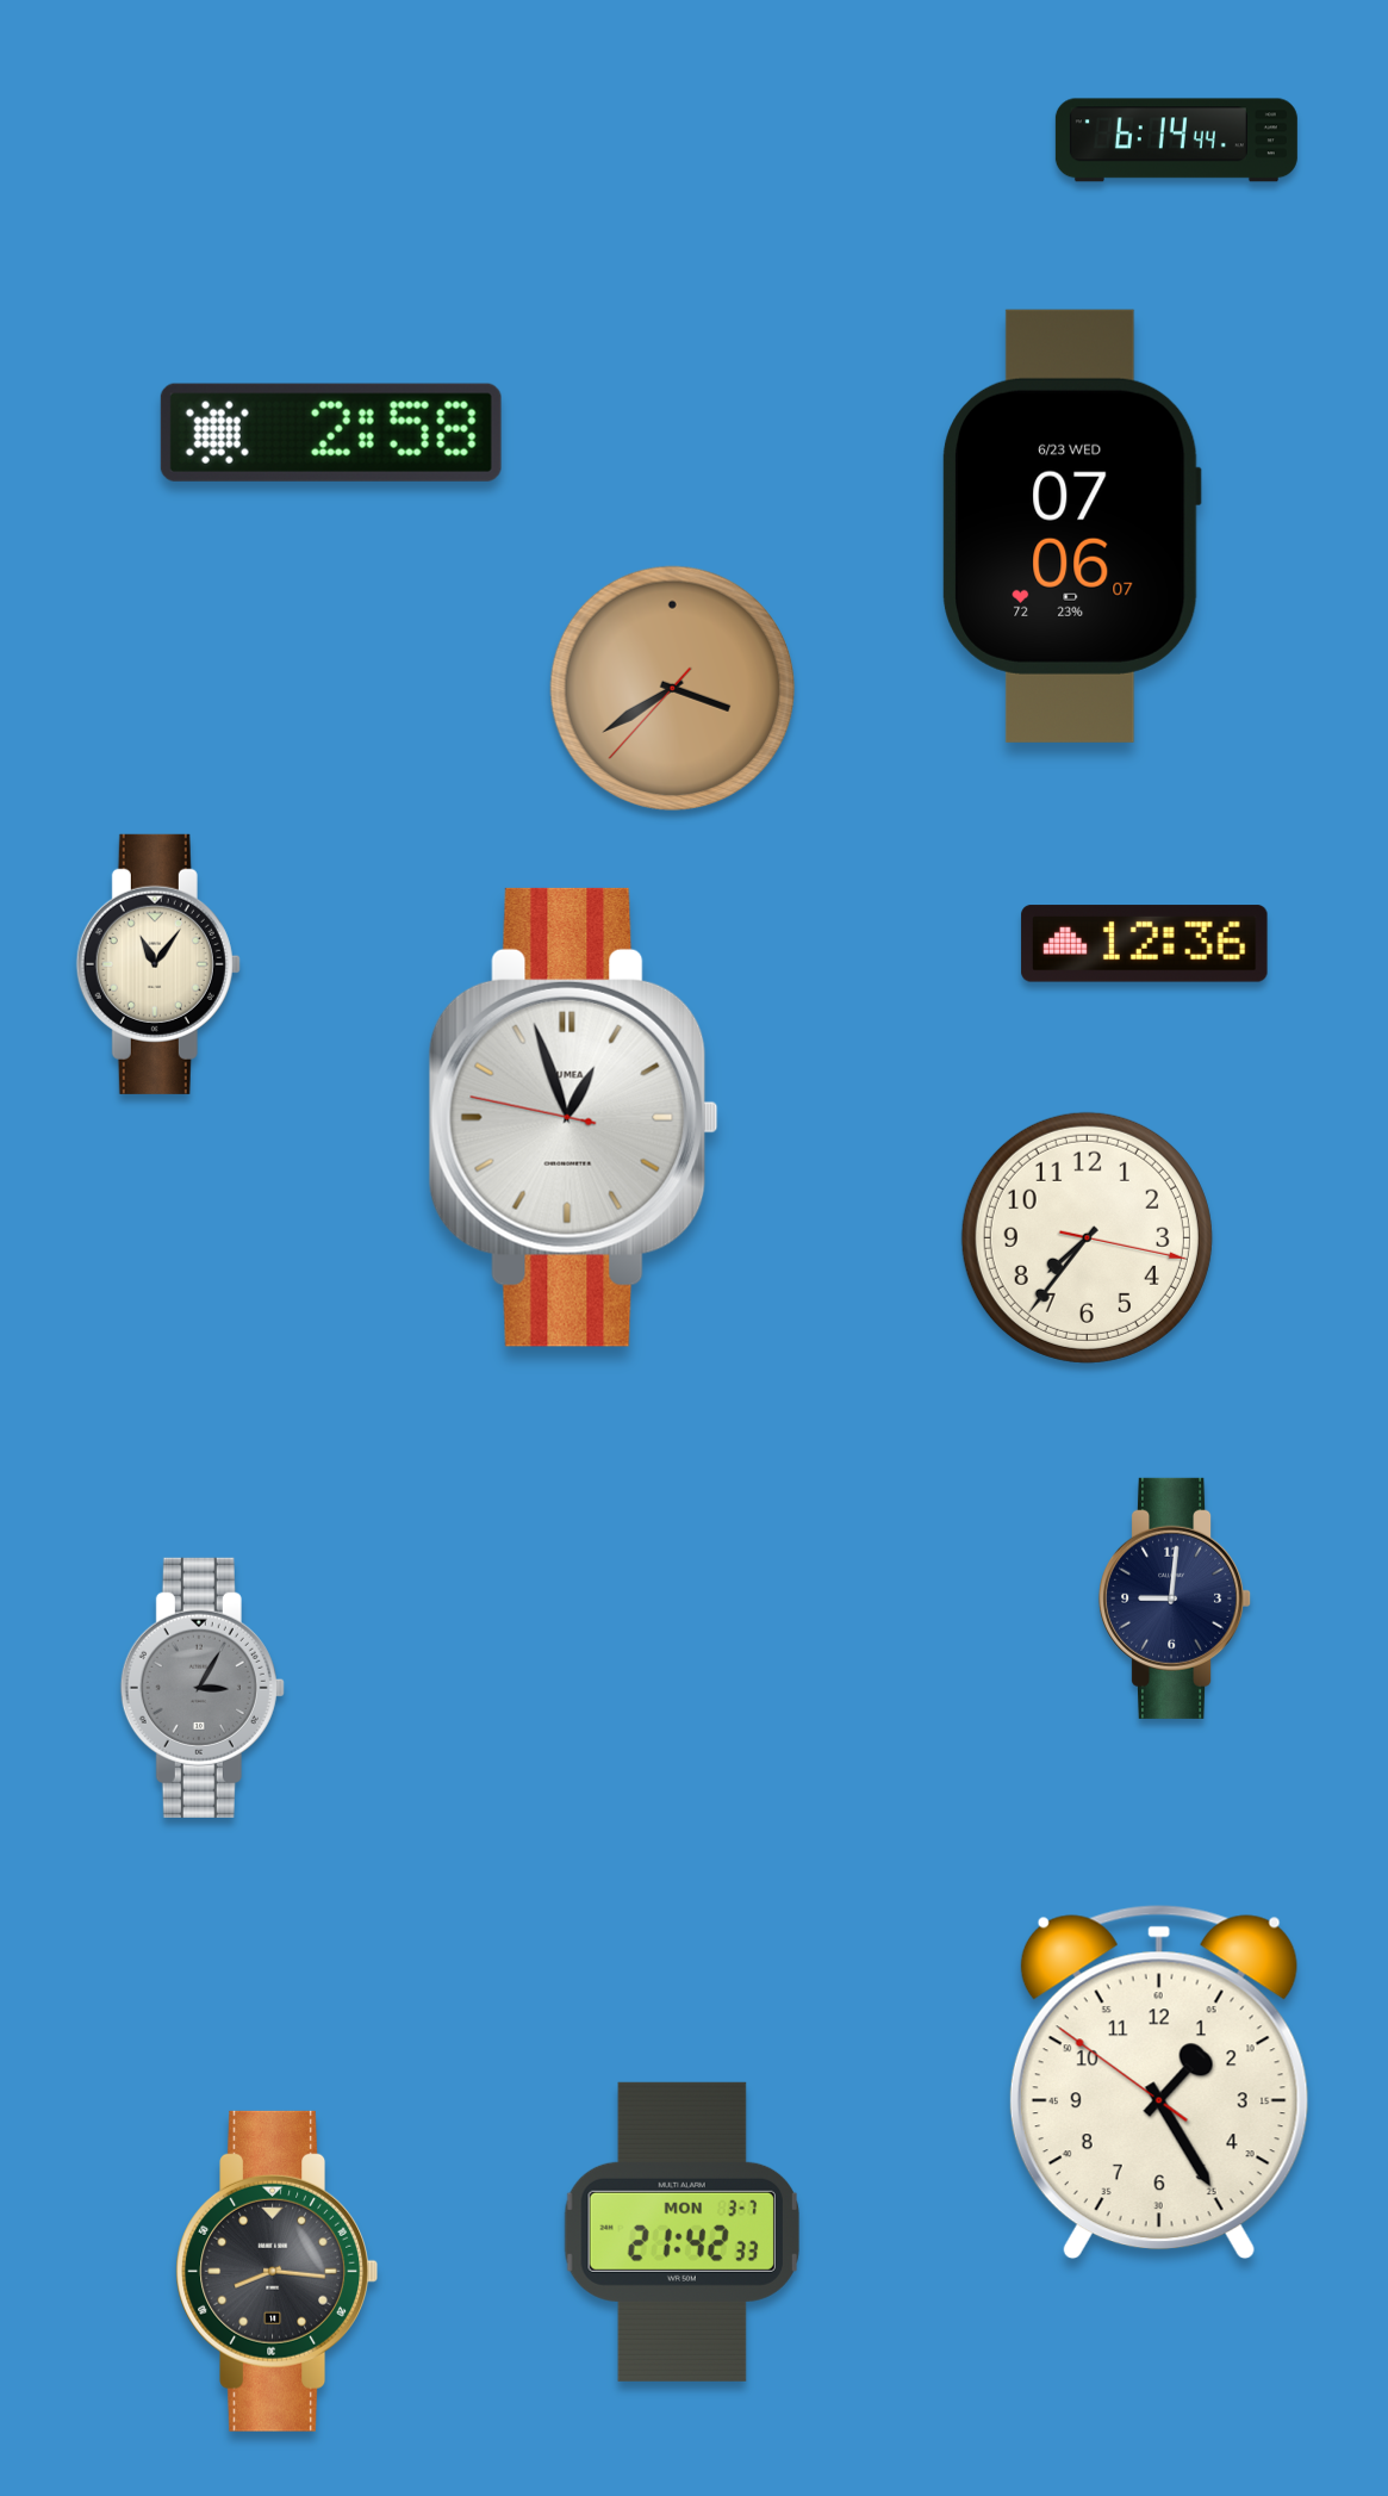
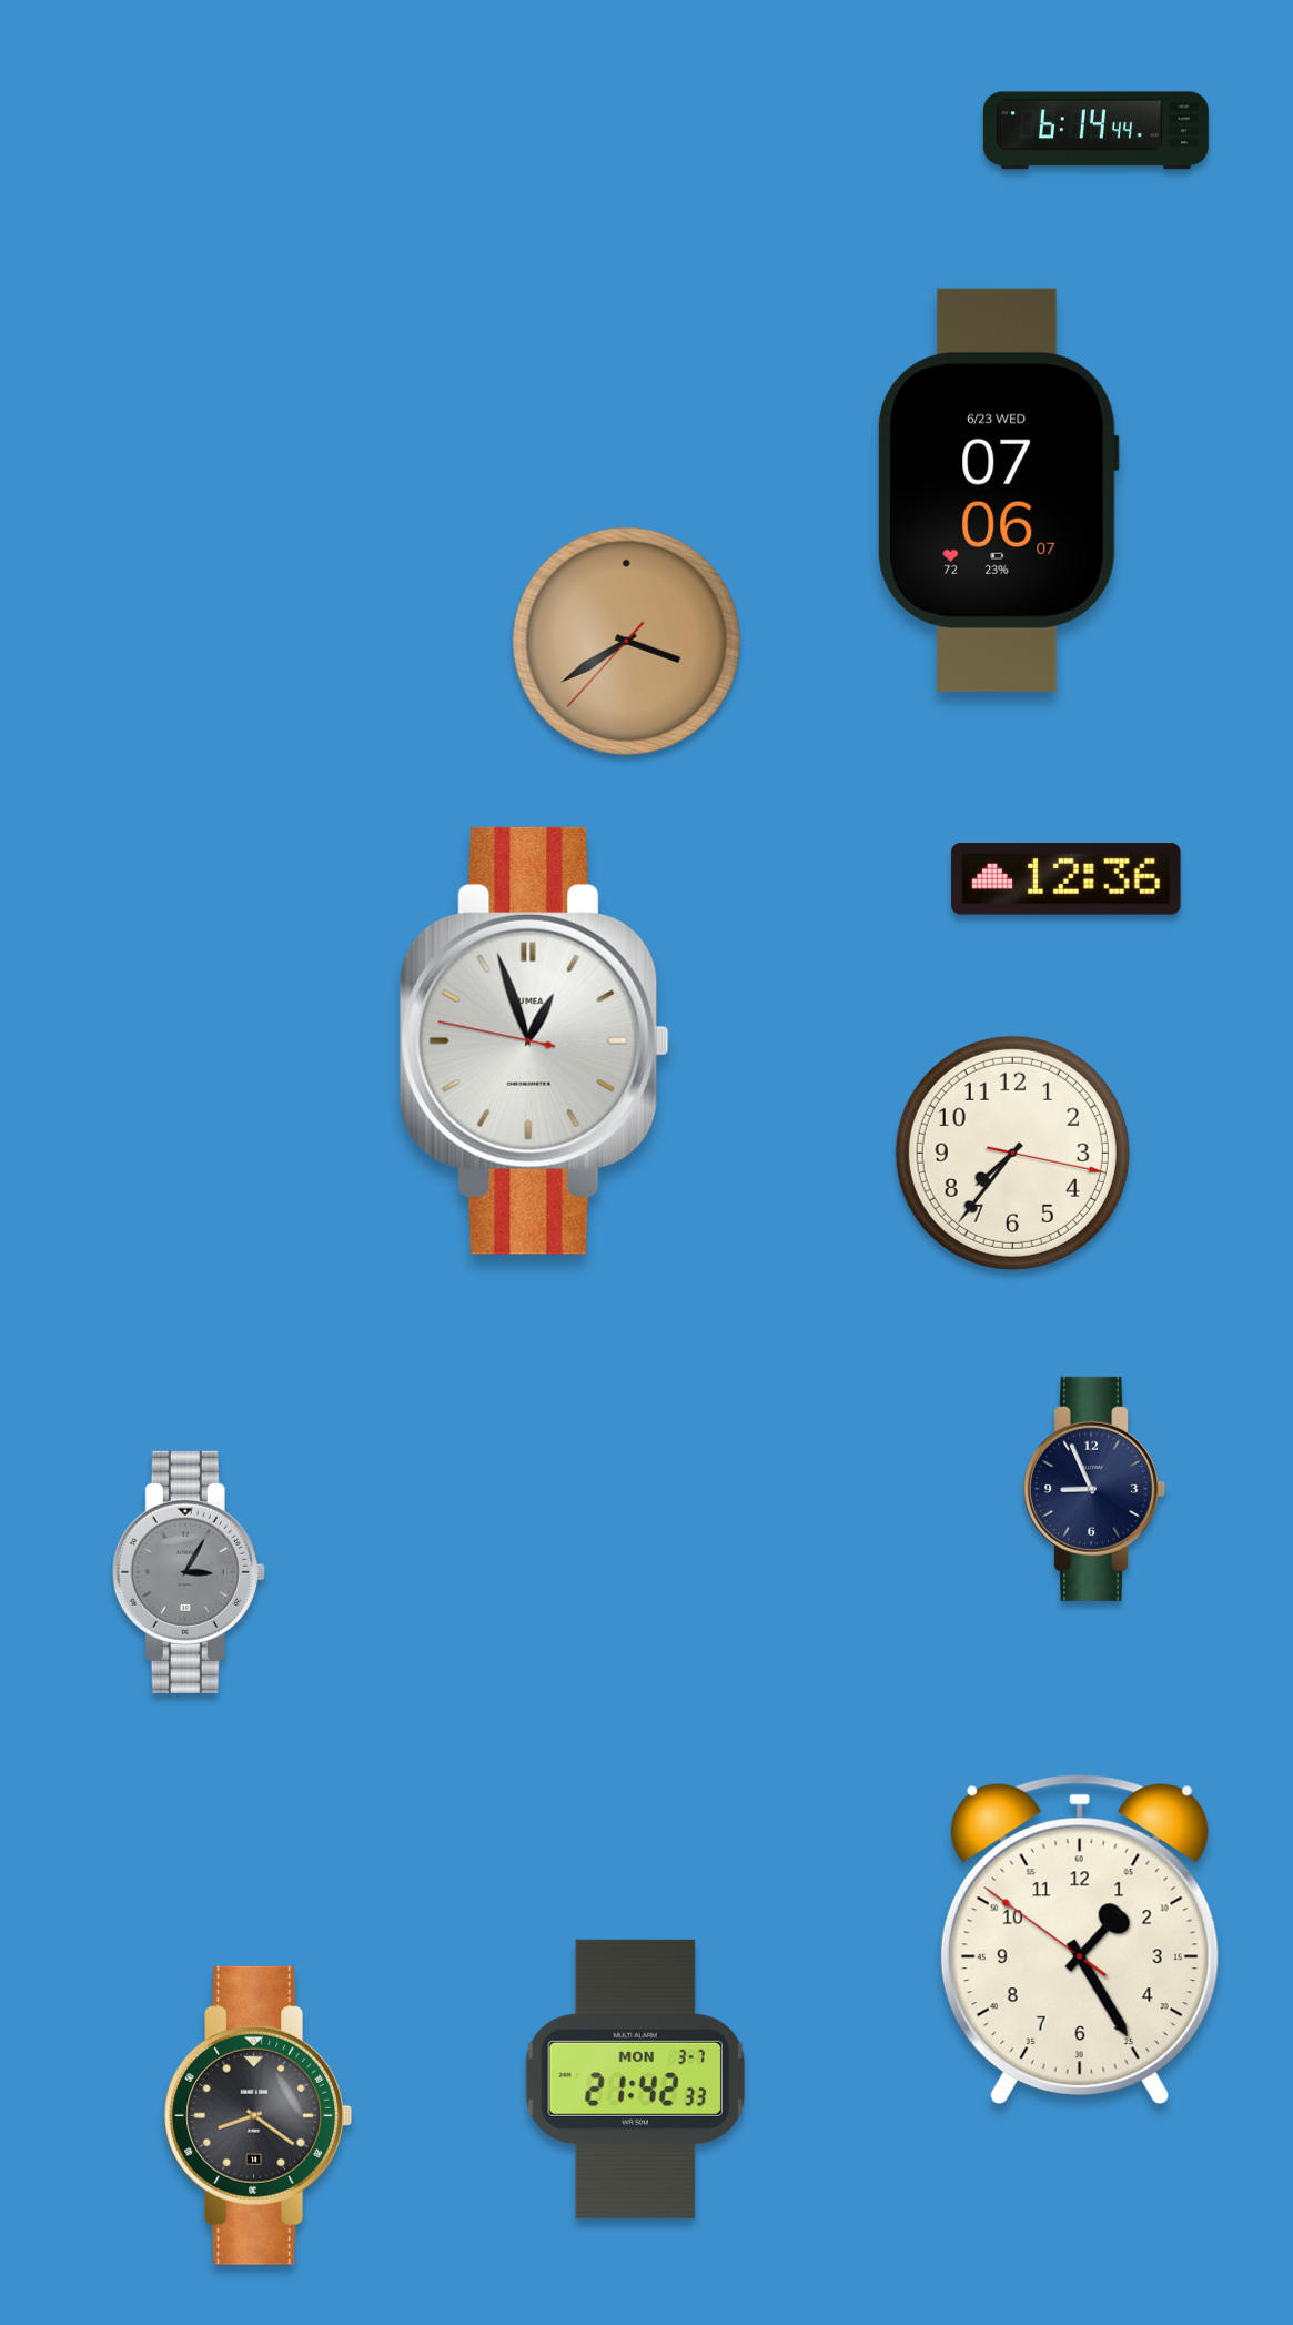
clock at (331, 433): 2:58 -> none
clock at (158, 964): 11:06 -> none
clock at (1176, 1598): 9:01 -> 8:56
clock at (276, 2271): 8:16 -> 8:21
